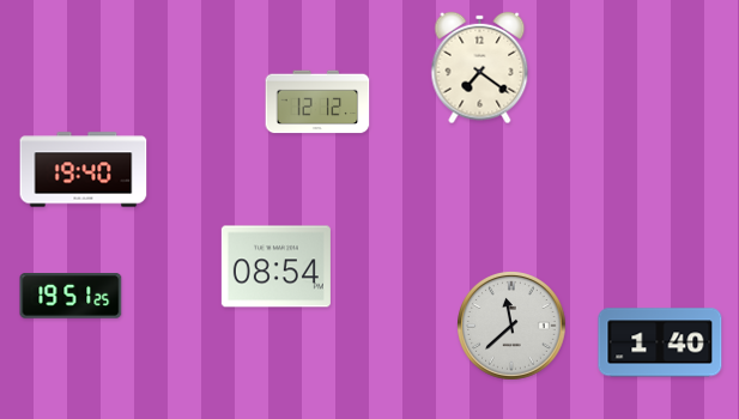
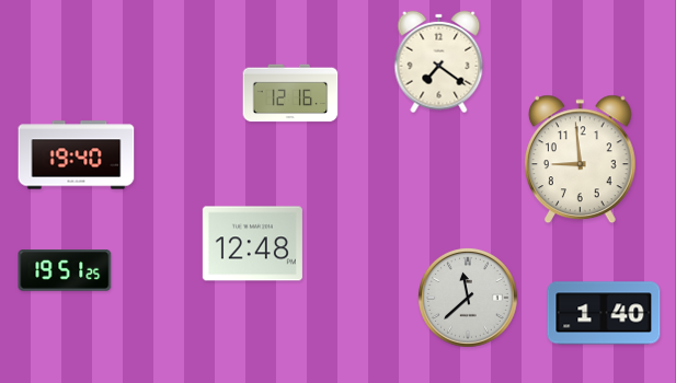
clock at (317, 102): 12:12 -> 12:16
clock at (581, 160): none -> 8:59
clock at (275, 267): 08:54 -> 12:48
